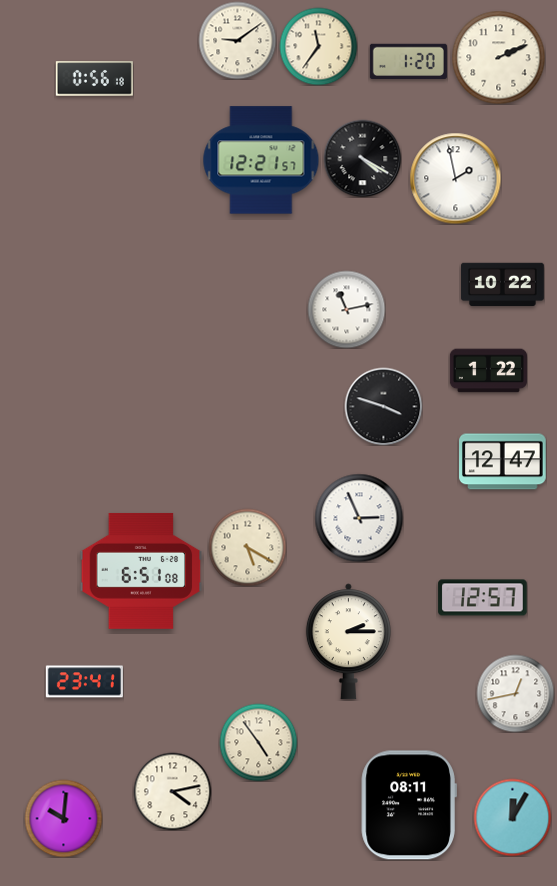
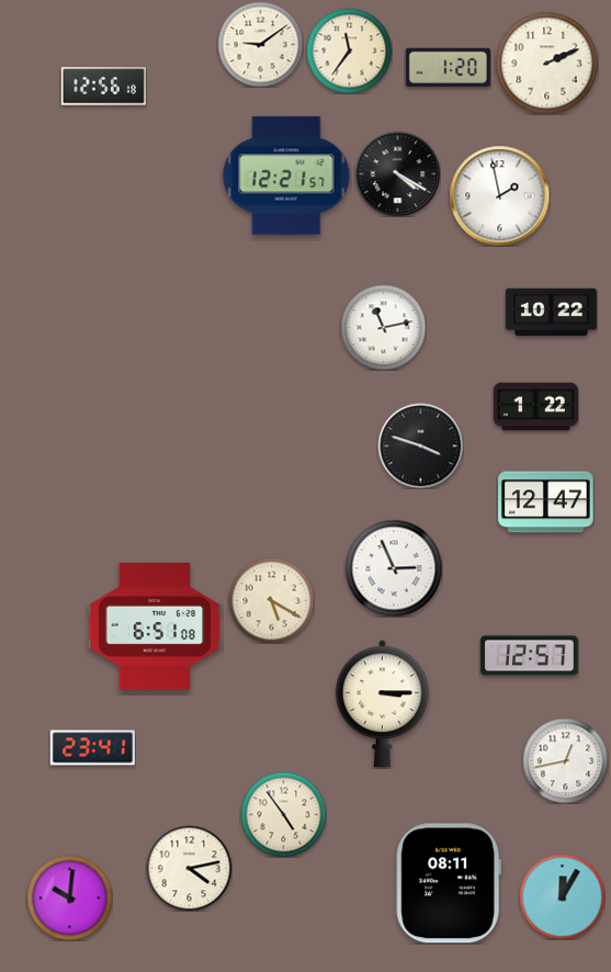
clock at (94, 79): 0:56 -> 12:56
clock at (346, 309) position: (346, 309) -> (383, 327)
clock at (503, 462) position: (503, 462) -> (546, 502)
clock at (348, 642): 2:15 -> 3:15
